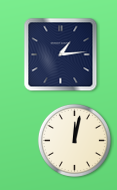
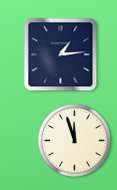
clock at (74, 140): 12:02 -> 11:57
